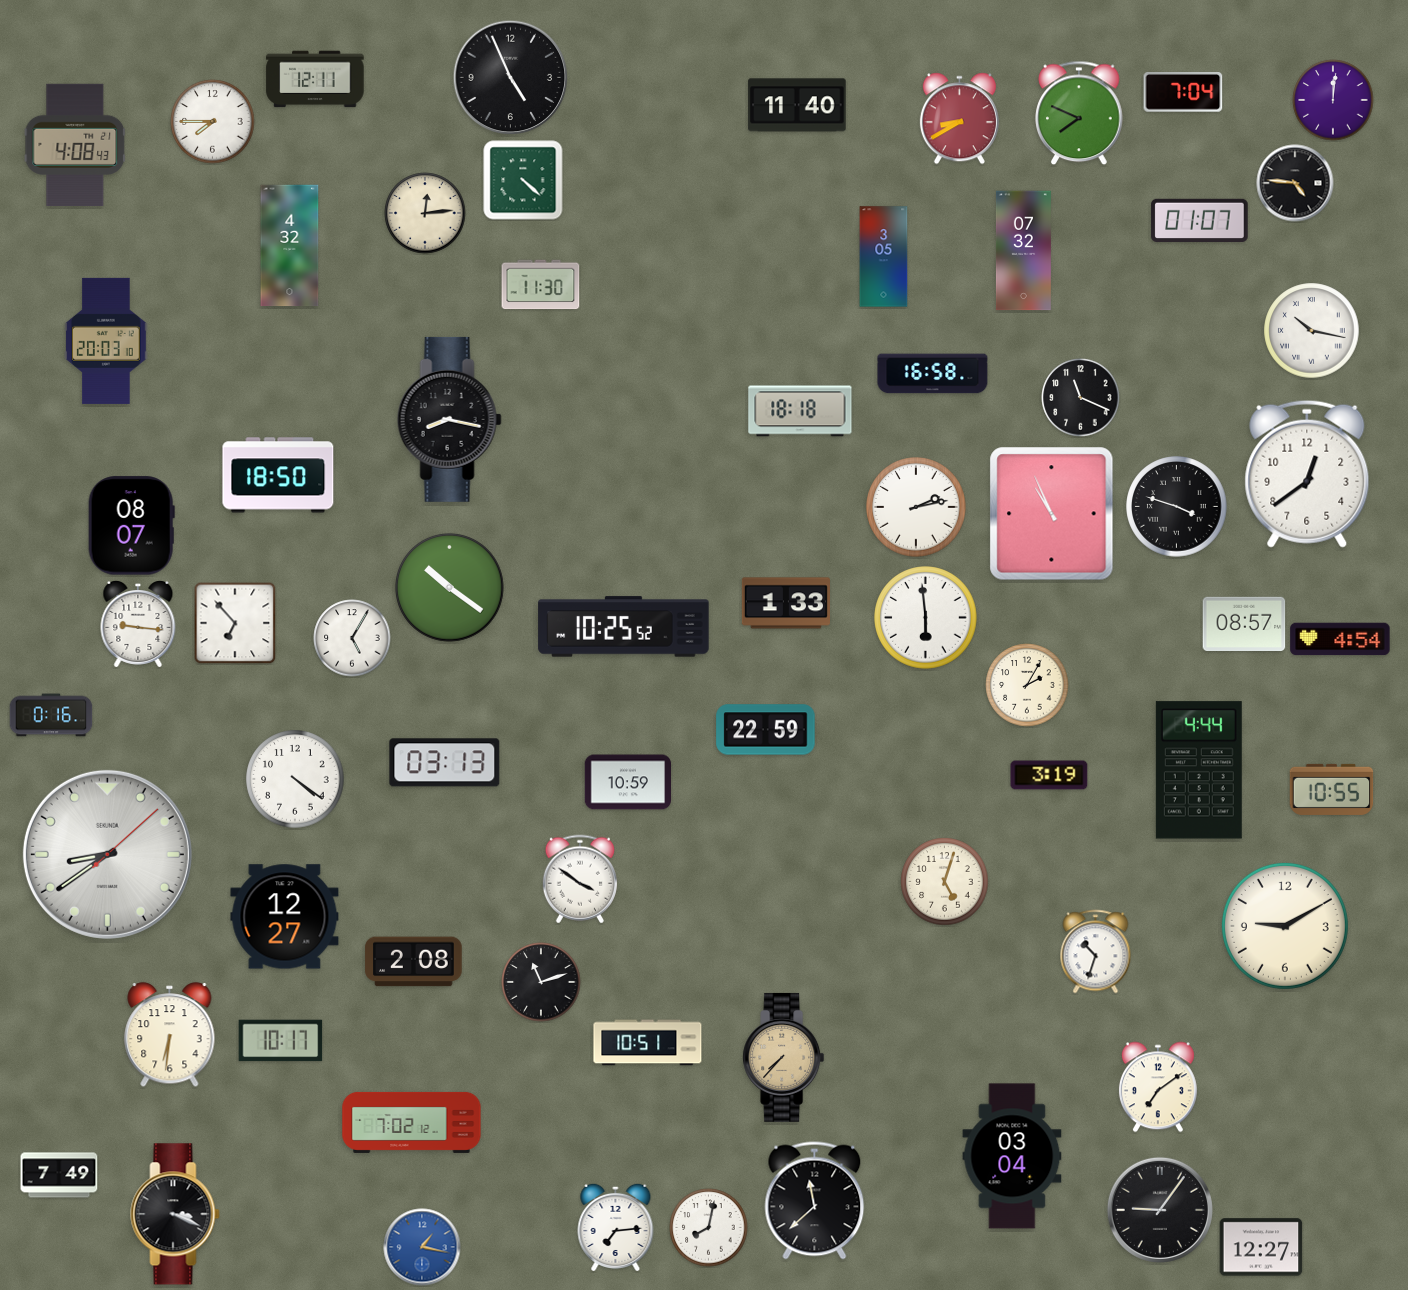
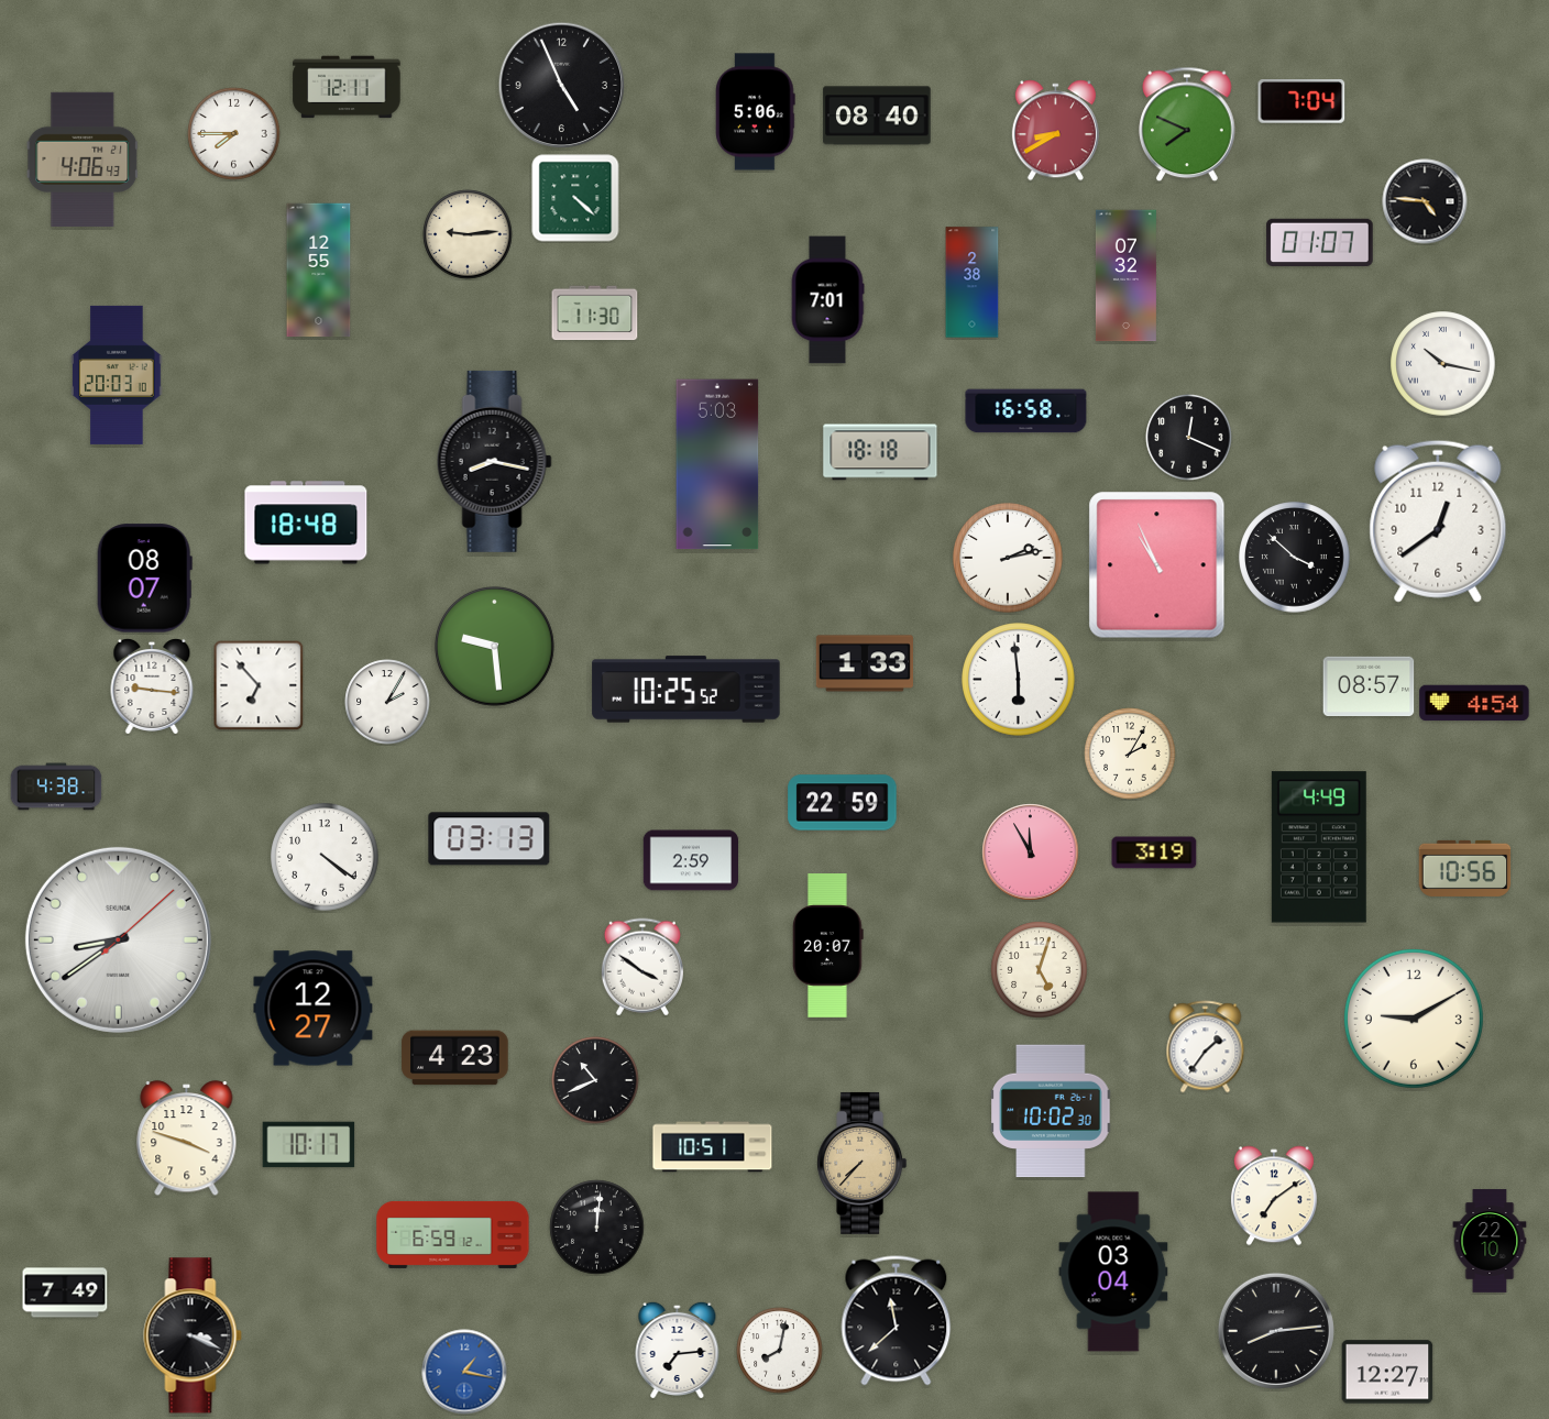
clock at (1333, 100): 12:01 -> none
clock at (756, 112): none -> 5:06
clock at (797, 105): 11:40 -> 08:40
clock at (75, 144): 4:08 -> 4:06
clock at (425, 213): 12:14 -> 9:14
clock at (290, 246): 4:32 -> 12:55
clock at (884, 257): 3:05 -> 2:38
clock at (827, 300): none -> 7:01
clock at (1081, 398): 11:19 -> 12:19
clock at (717, 464): none -> 5:03
clock at (278, 475): 18:50 -> 18:48
clock at (1177, 507): 3:48 -> 3:52
clock at (450, 588): 10:21 -> 9:29
clock at (352, 638): 5:05 -> 2:05
clock at (51, 715): 0:16 -> 4:38
clock at (1199, 770): 4:44 -> 4:49
clock at (1031, 853): none -> 11:55
clock at (627, 782): 10:59 -> 2:59
clock at (1332, 789): 10:55 -> 10:56
clock at (828, 946): none -> 20:07
clock at (580, 879) position: (580, 879) -> (642, 967)
clock at (1096, 952): 10:33 -> 1:36
clock at (414, 962): 2:08 -> 4:23
clock at (541, 982): 11:12 -> 10:41
clock at (1051, 1111): none -> 10:02
clock at (170, 1035): 6:31 -> 3:48
clock at (597, 1228): none -> 12:01
clock at (412, 1122): 7:02 -> 6:59
clock at (1490, 1241): none -> 22:10
clock at (1160, 1210): 9:06 -> 8:14
